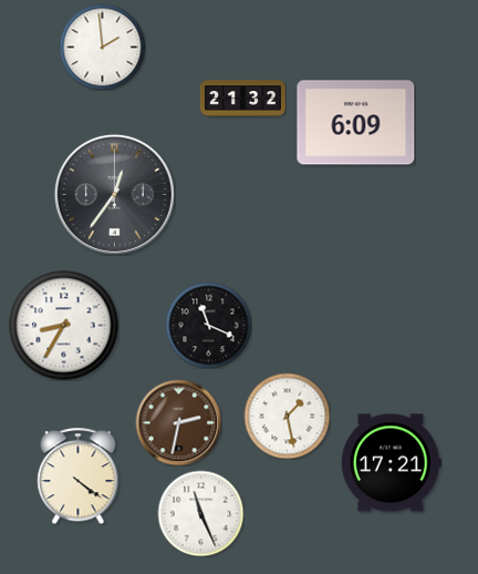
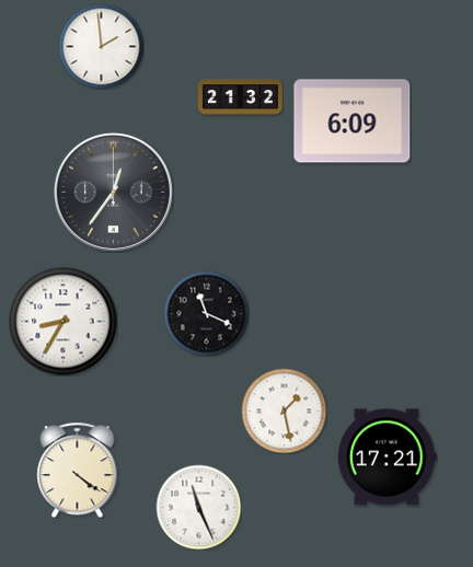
clock at (208, 325) position: (208, 325) -> (206, 313)
clock at (178, 422): 2:32 -> none
